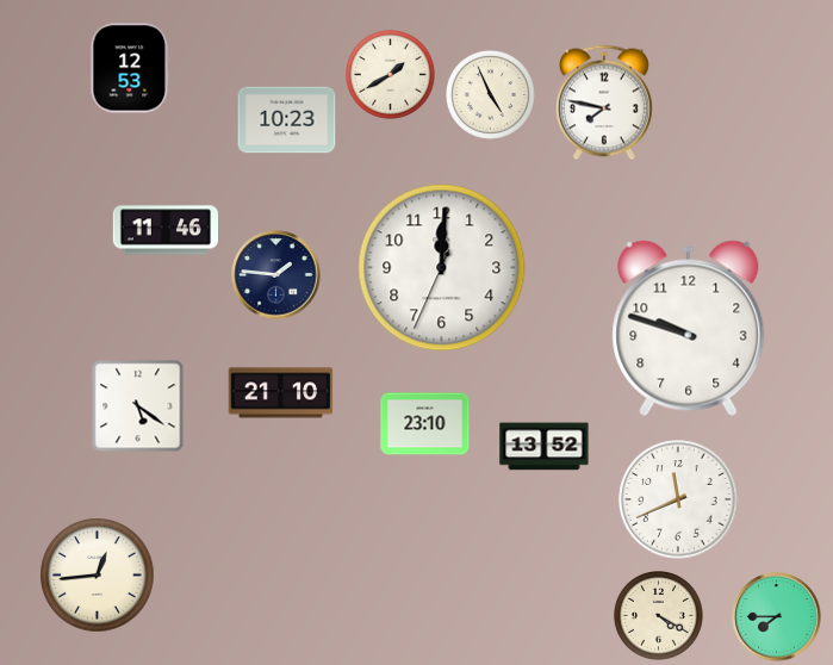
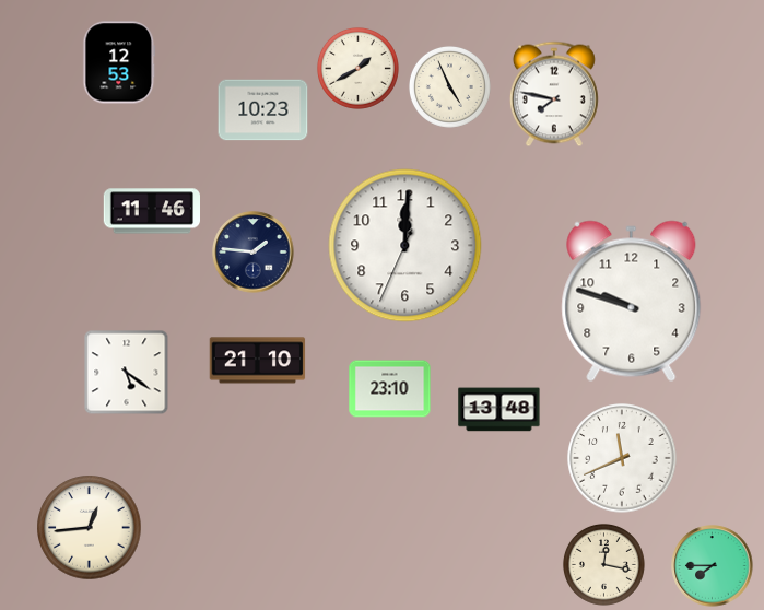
clock at (545, 447): 13:52 -> 13:48
clock at (658, 615): 4:20 -> 12:17
